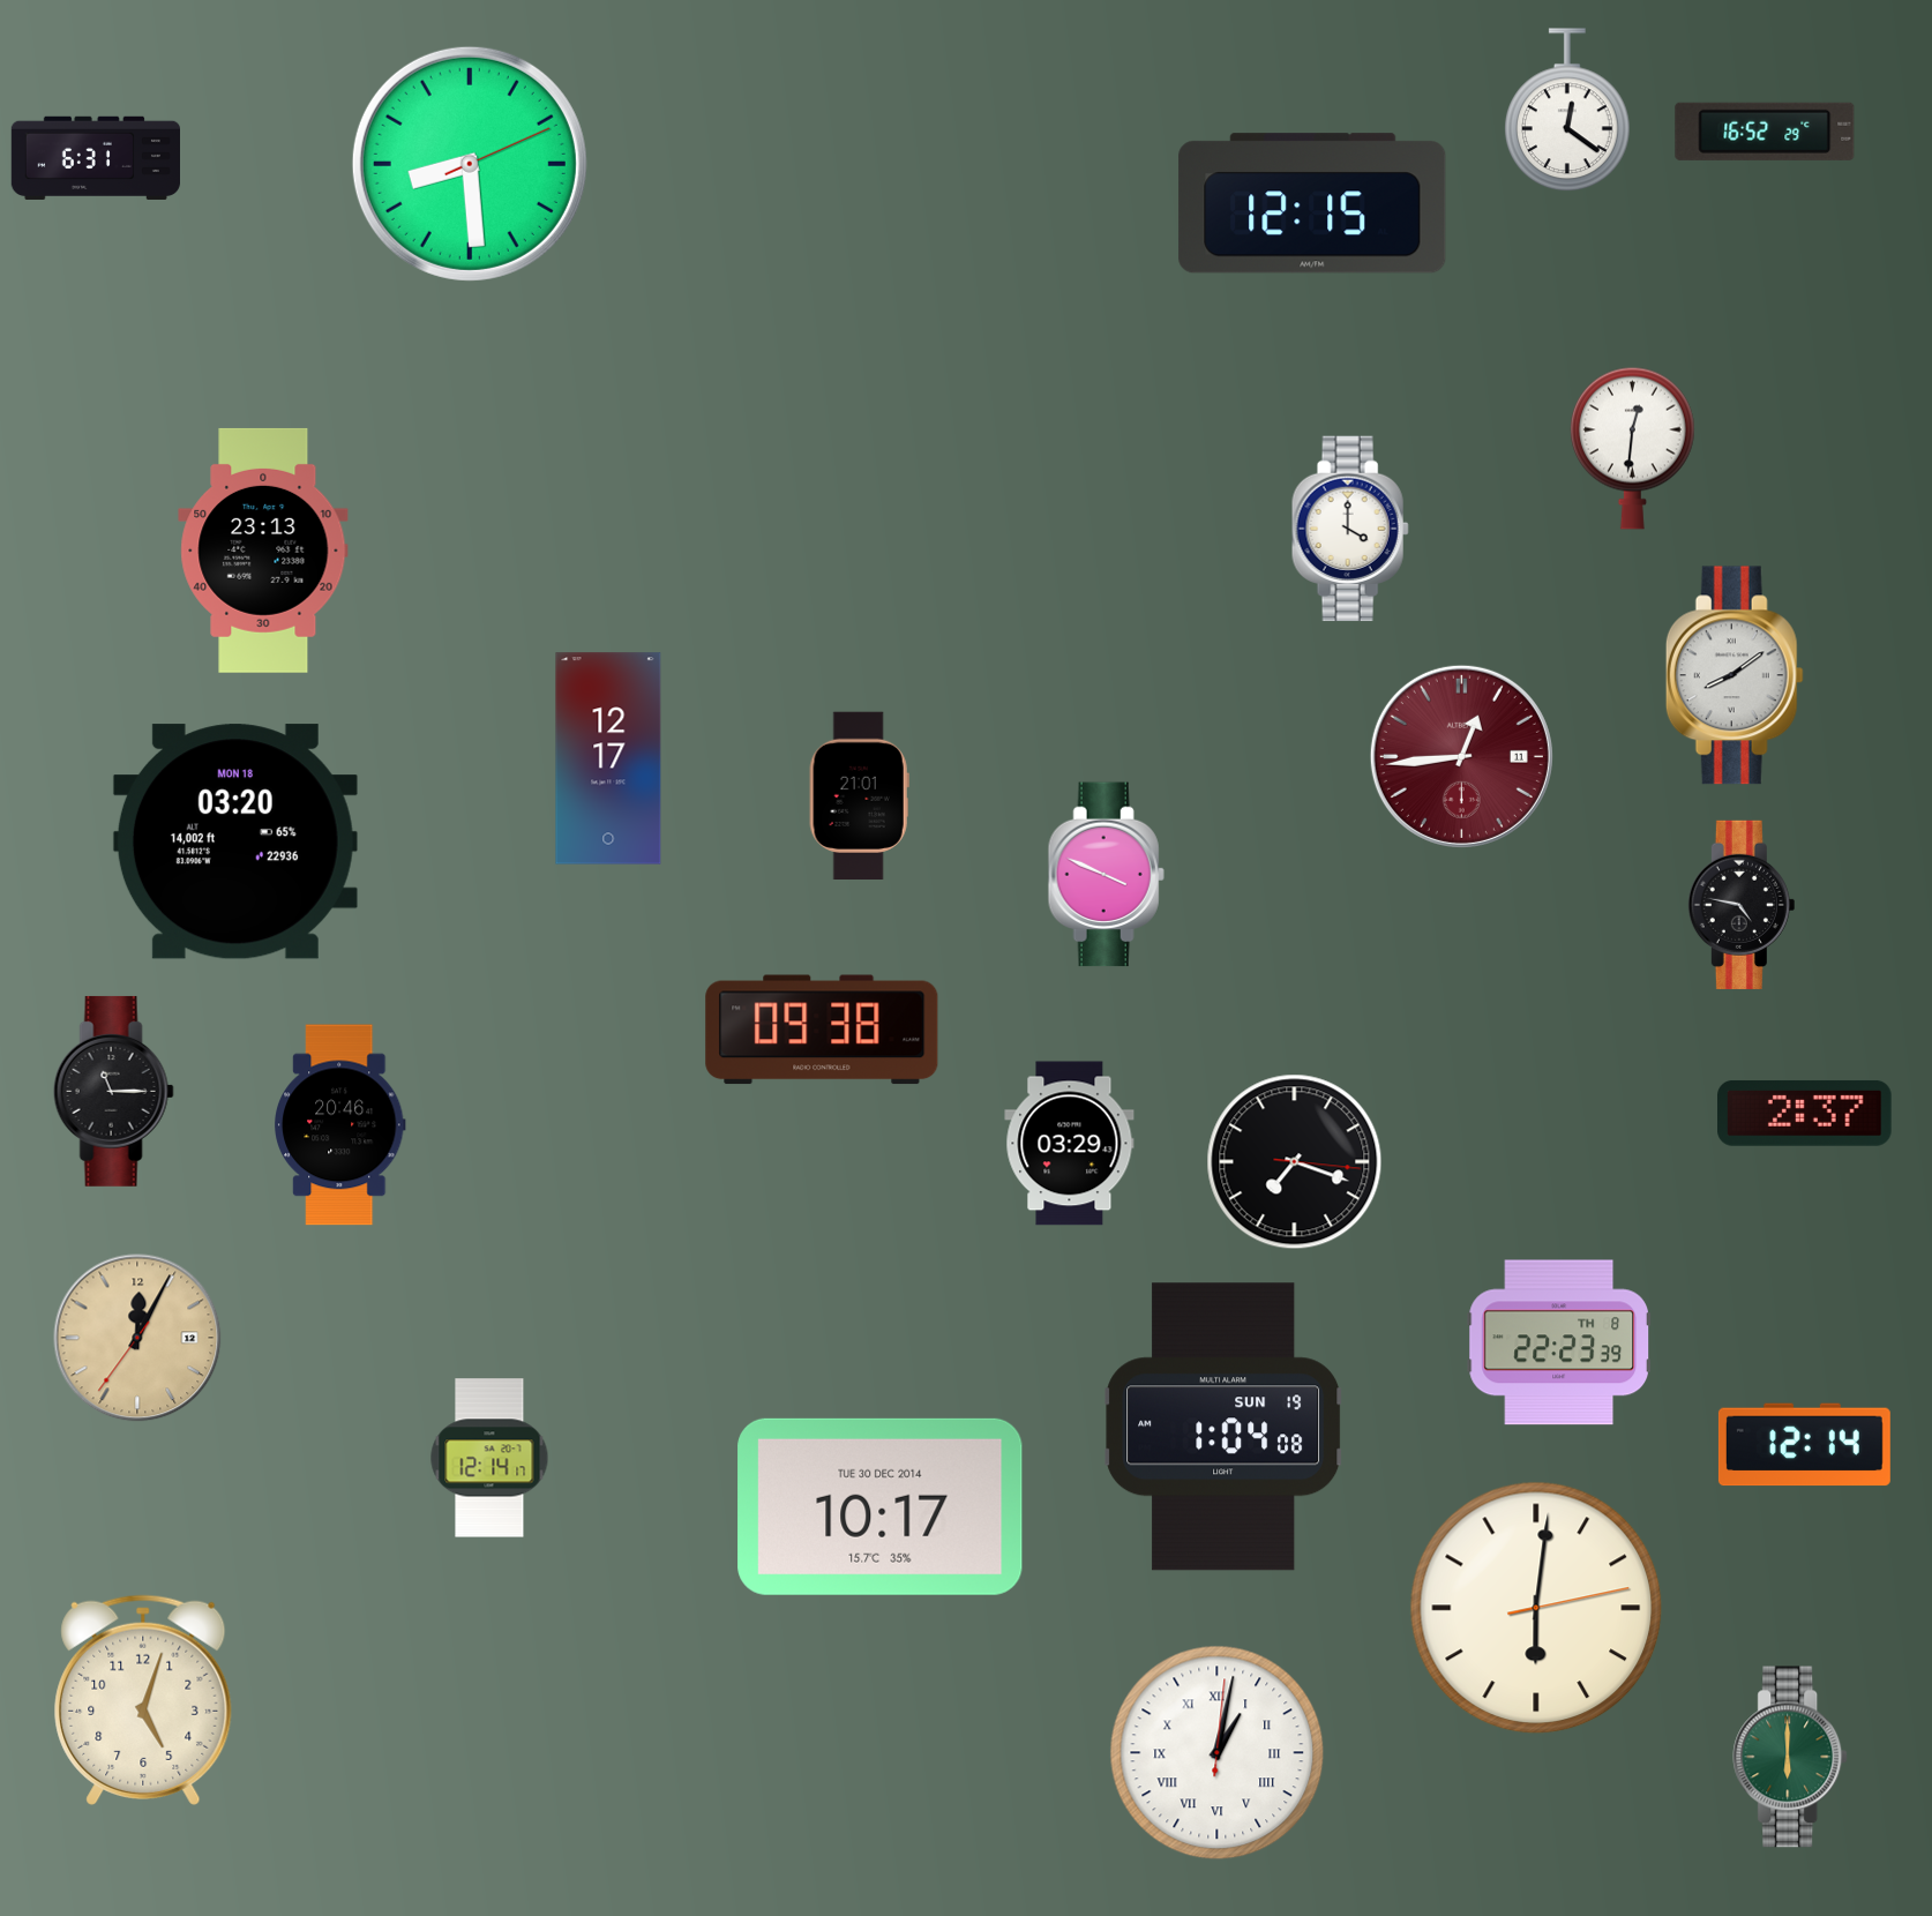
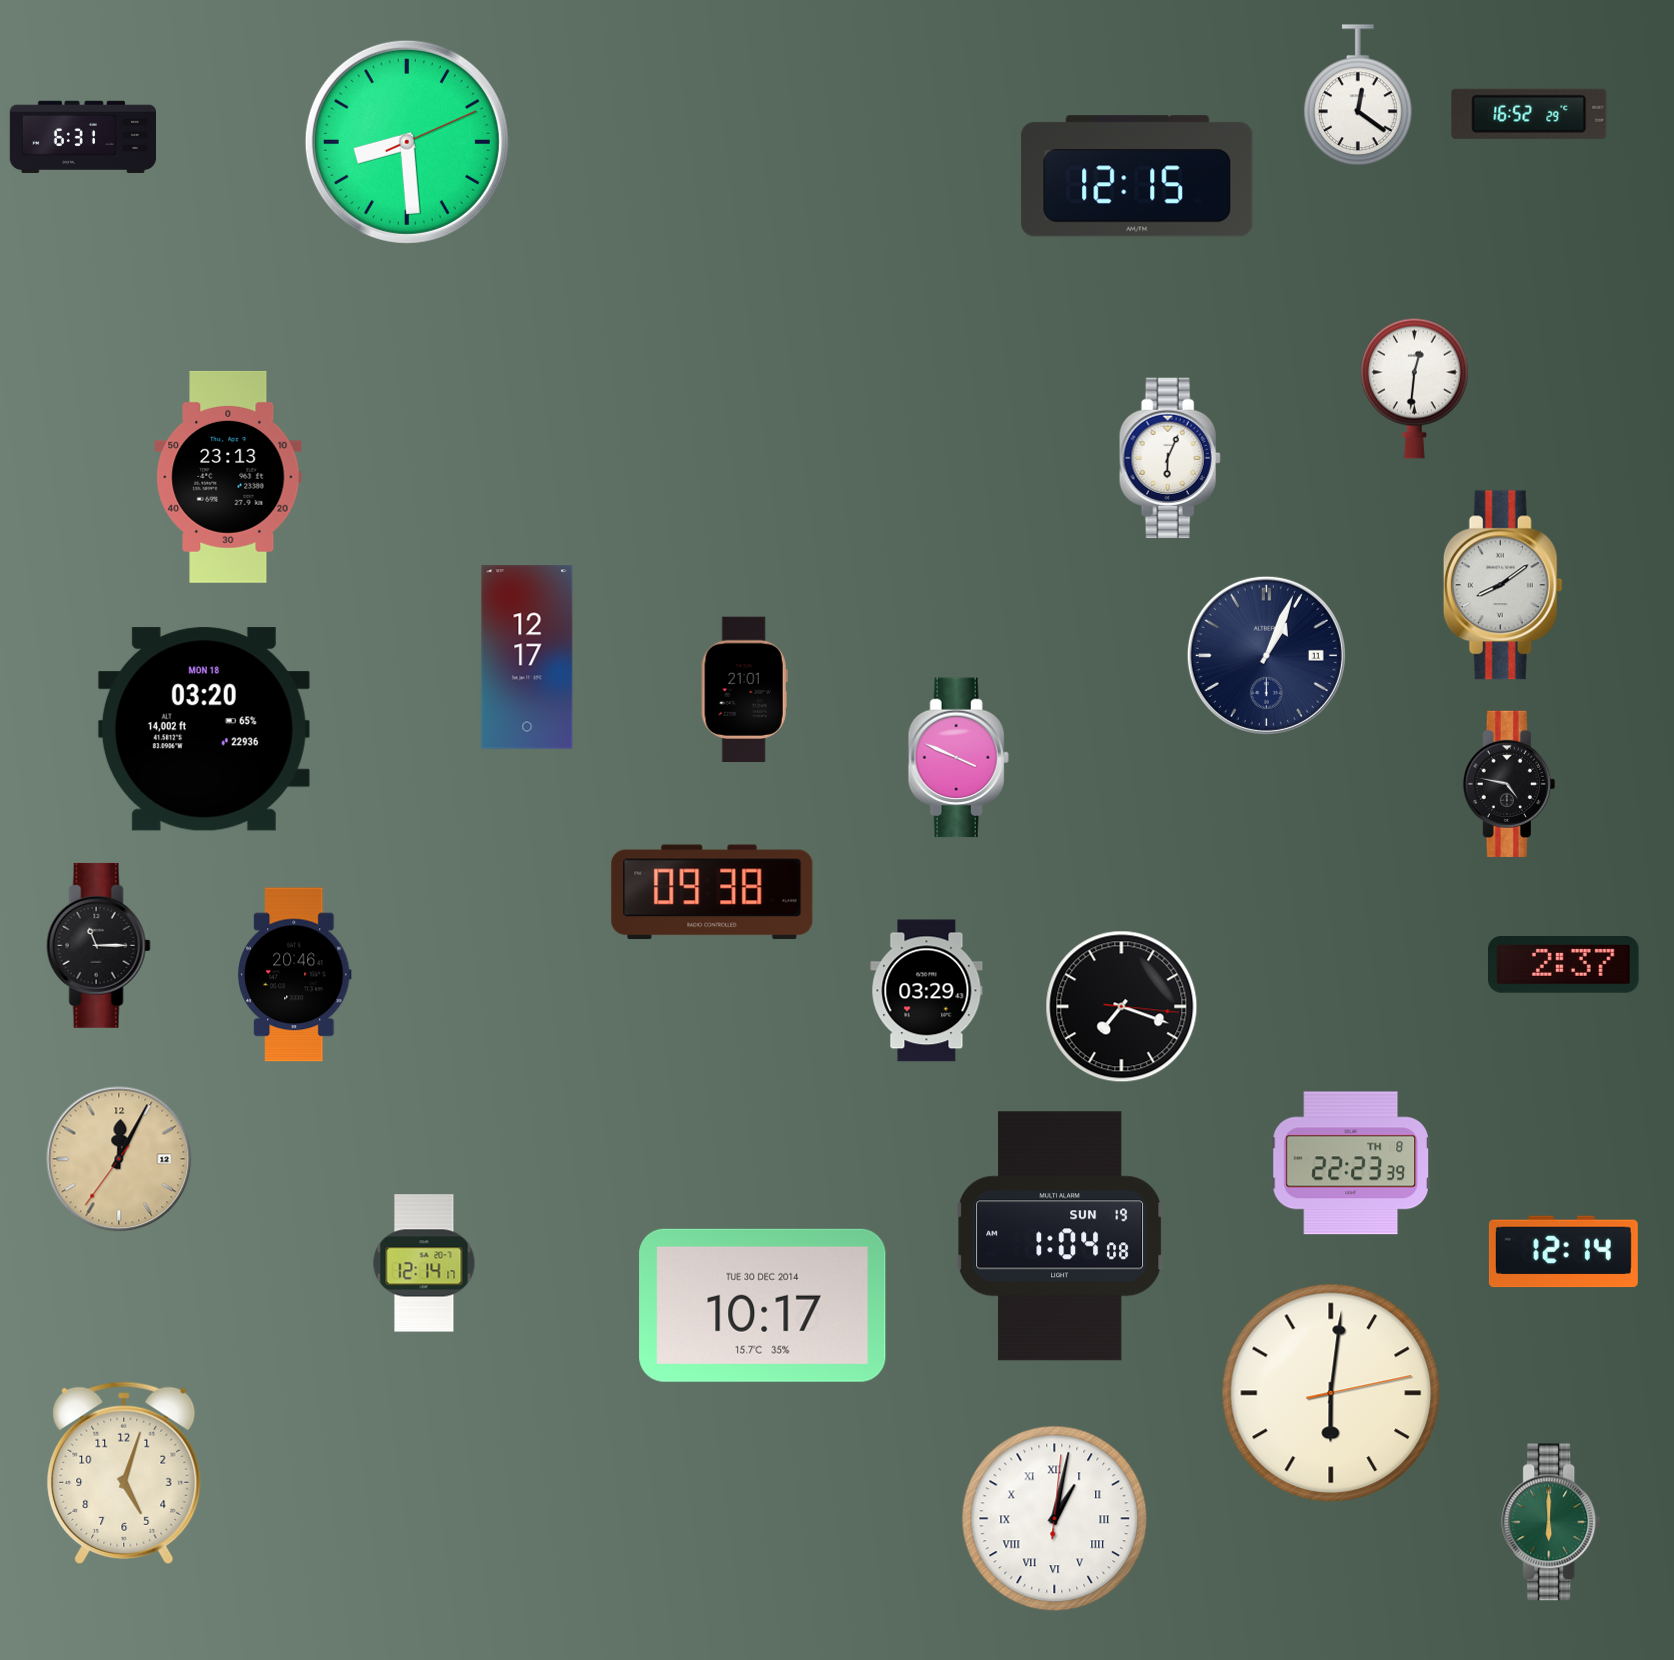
clock at (1350, 529): 4:00 -> 6:04
clock at (1461, 756): 12:44 -> 1:04
clock at (1461, 756) dial: burgundy -> navy
